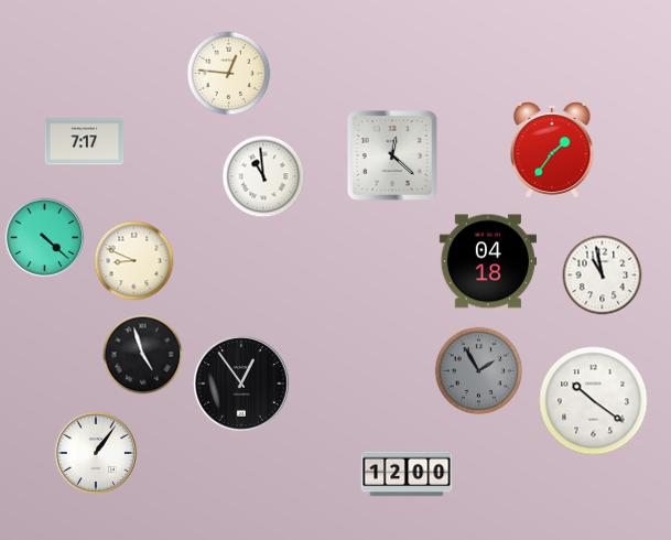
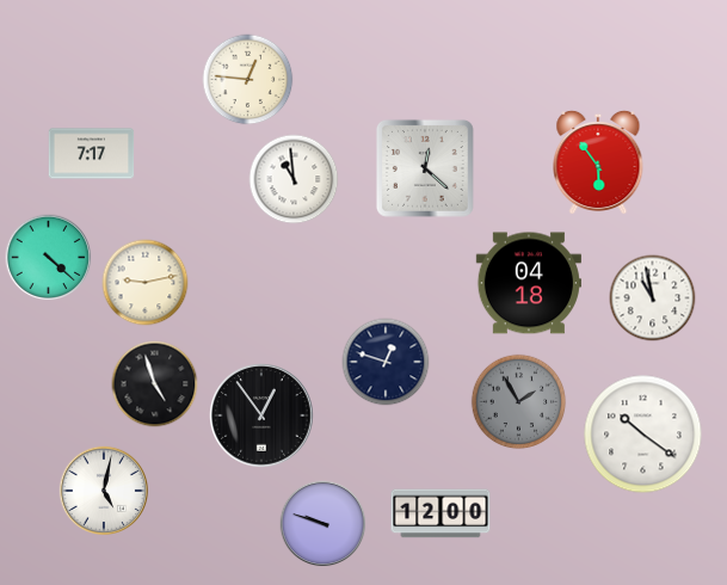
clock at (552, 149): 1:36 -> 5:54
clock at (263, 176) position: (263, 176) -> (294, 179)
clock at (134, 261): 8:49 -> 9:13
clock at (386, 362): none -> 12:48
clock at (95, 452): 1:06 -> 5:02
clock at (324, 524): none -> 9:48
